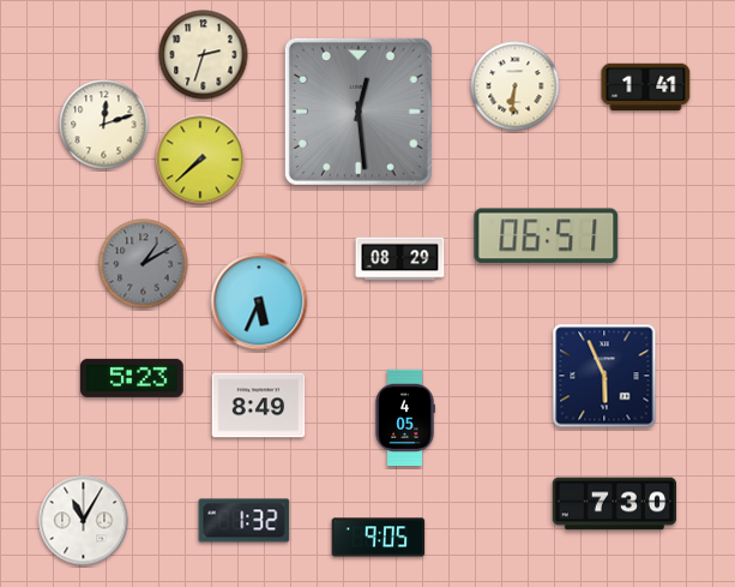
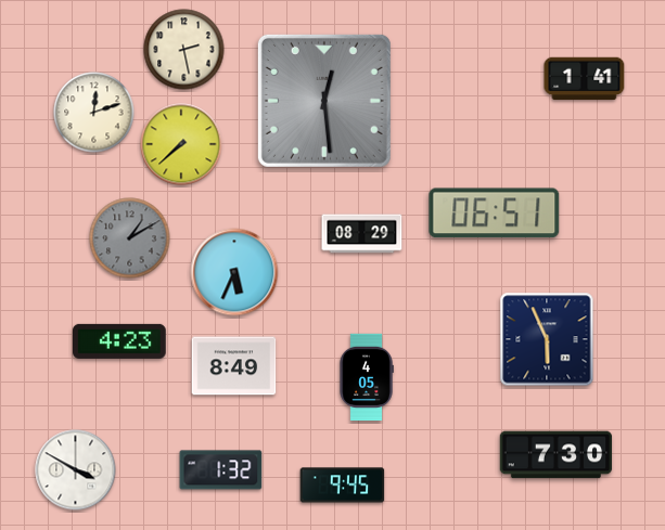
clock at (204, 55): 2:33 -> 2:28
clock at (516, 86): 6:31 -> none
clock at (133, 378): 5:23 -> 4:23
clock at (84, 521): 11:05 -> 3:50
clock at (379, 538): 9:05 -> 9:45
